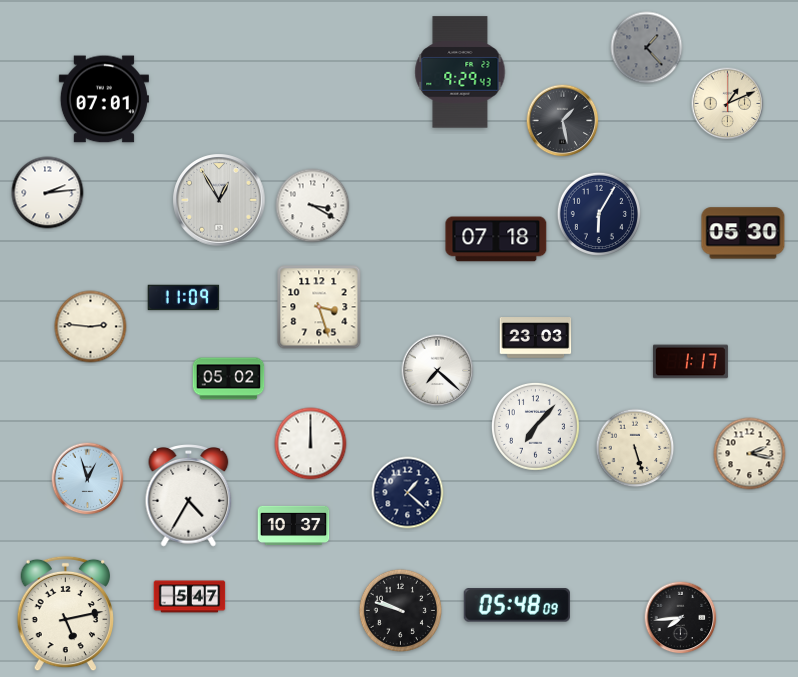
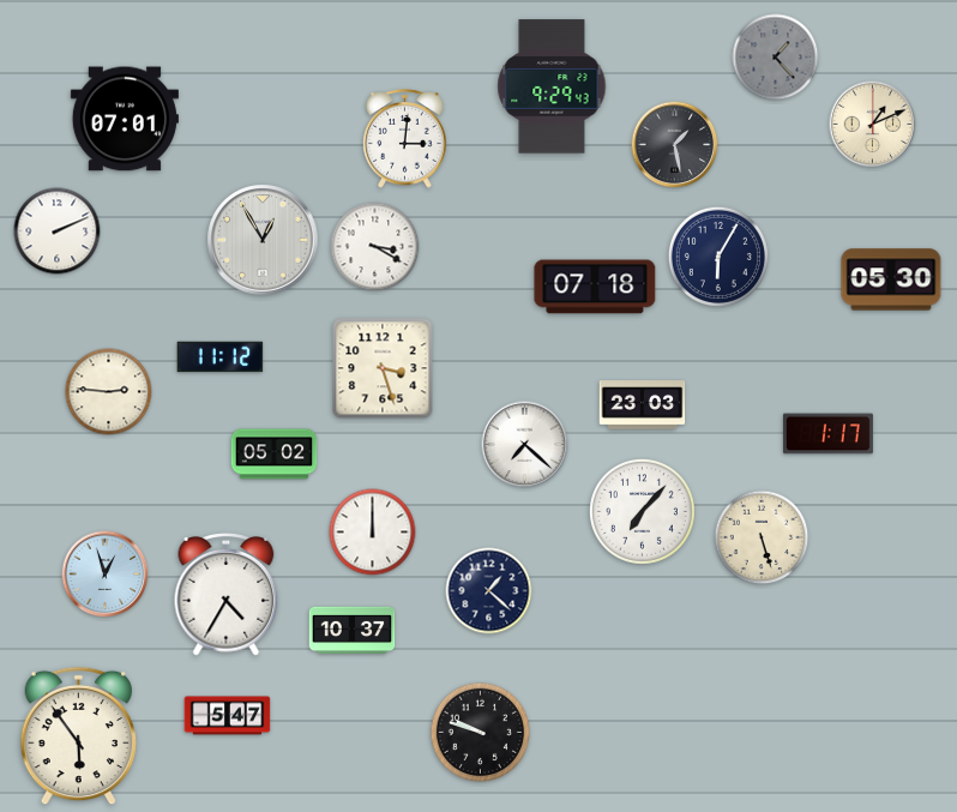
clock at (405, 139): none -> 3:01
clock at (48, 193): 2:14 -> 2:11
clock at (184, 298): 11:09 -> 11:12
clock at (750, 454): 2:17 -> none
clock at (517, 605): 05:48 -> none
clock at (65, 614): 5:13 -> 5:54
clock at (681, 618): 7:44 -> none
